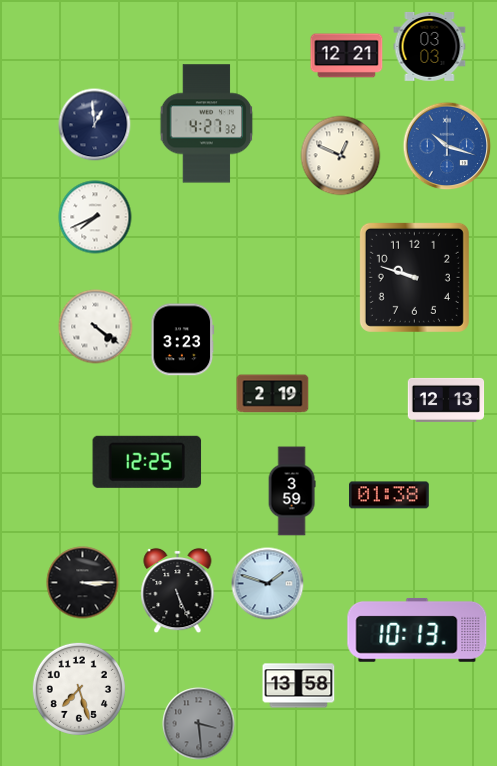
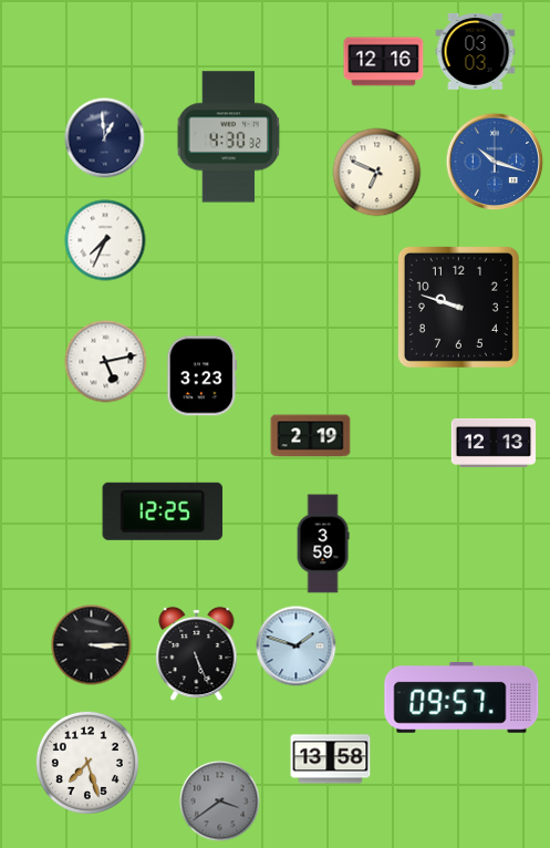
clock at (347, 56): 12:21 -> 12:16
clock at (207, 124): 4:27 -> 4:30
clock at (341, 156): 12:49 -> 6:49
clock at (95, 217): 7:41 -> 7:34
clock at (96, 327): 4:21 -> 5:13
clock at (273, 394) position: (273, 394) -> (311, 436)
clock at (390, 495): 01:38 -> none
clock at (417, 630): 10:13 -> 09:57
clock at (199, 724): 3:29 -> 3:39
